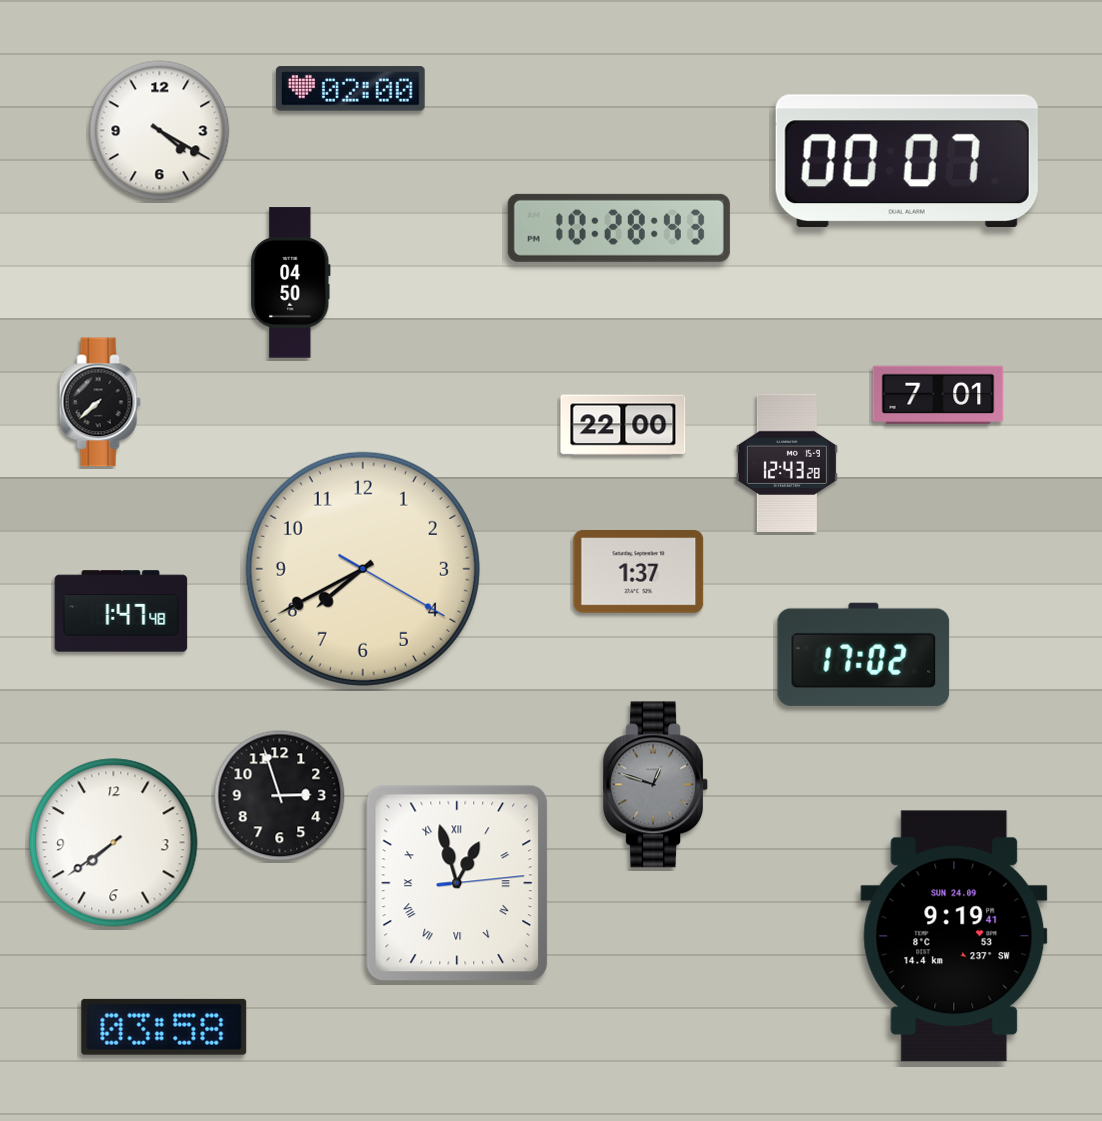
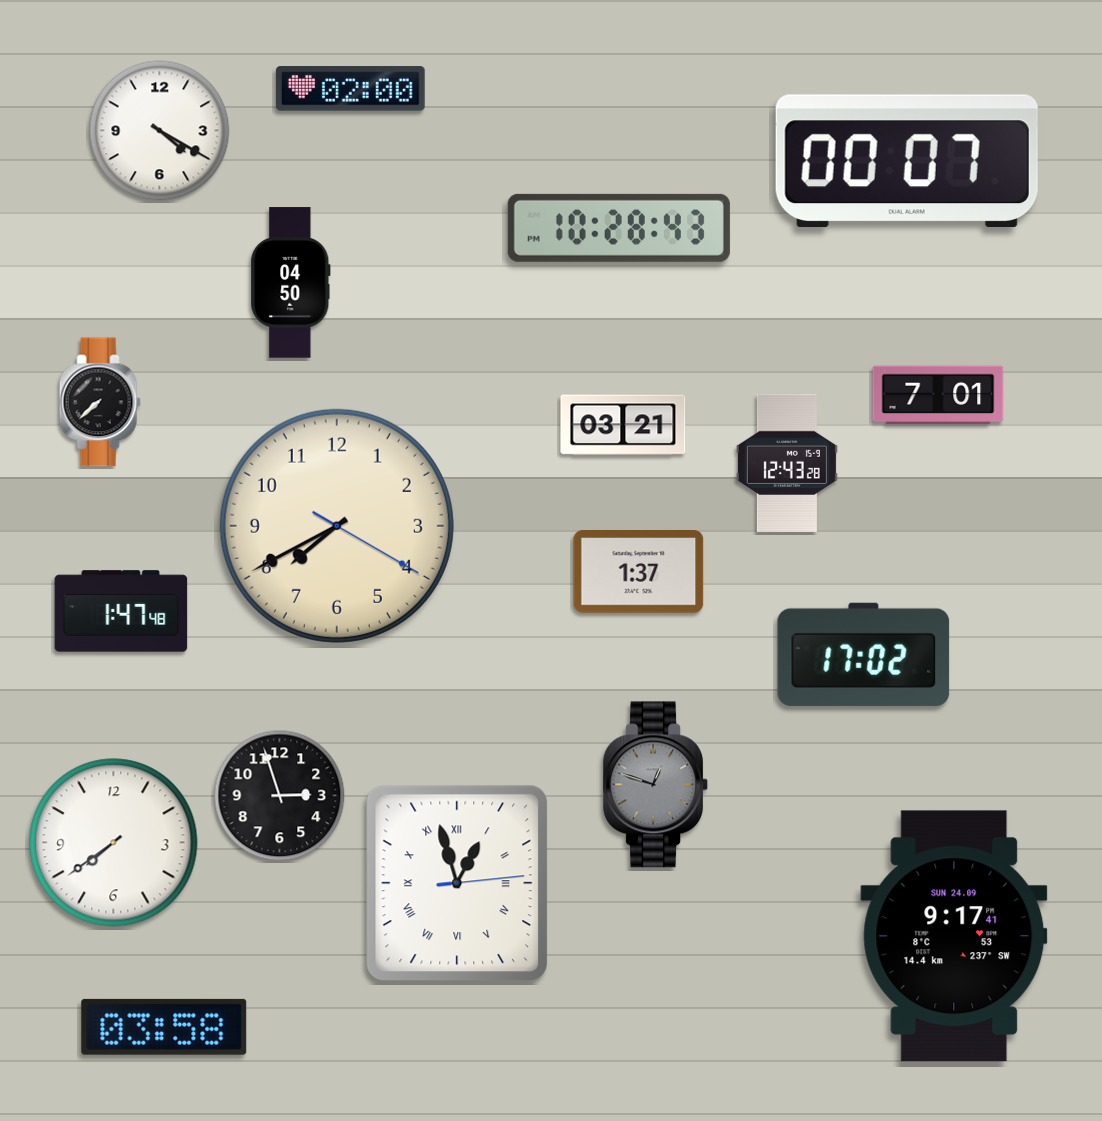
clock at (623, 425): 22:00 -> 03:21
clock at (363, 569) position: (363, 569) -> (337, 526)
clock at (954, 936): 9:19 -> 9:17
